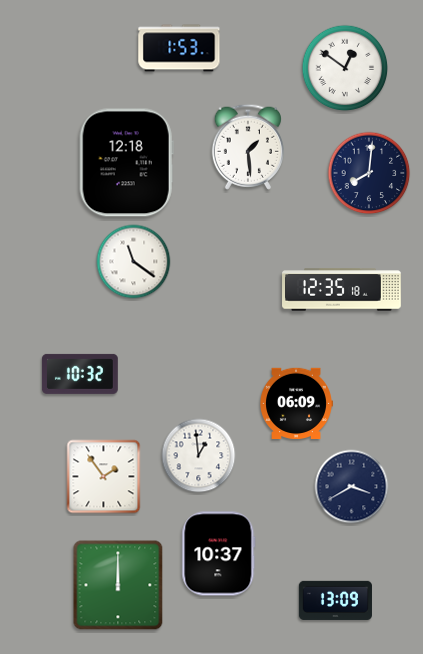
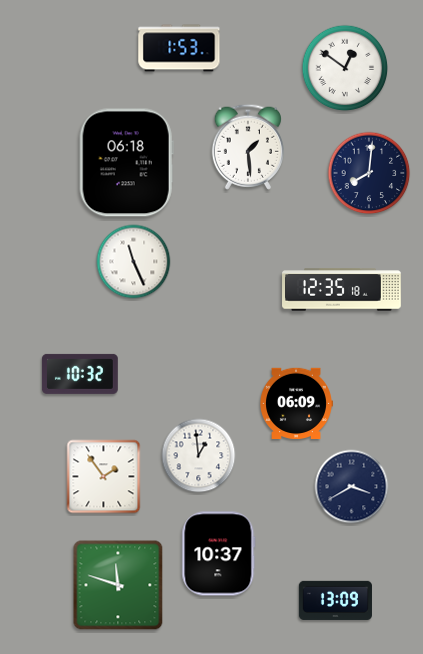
clock at (126, 163): 12:18 -> 06:18
clock at (134, 262): 11:21 -> 11:26
clock at (118, 585): 12:00 -> 11:48
